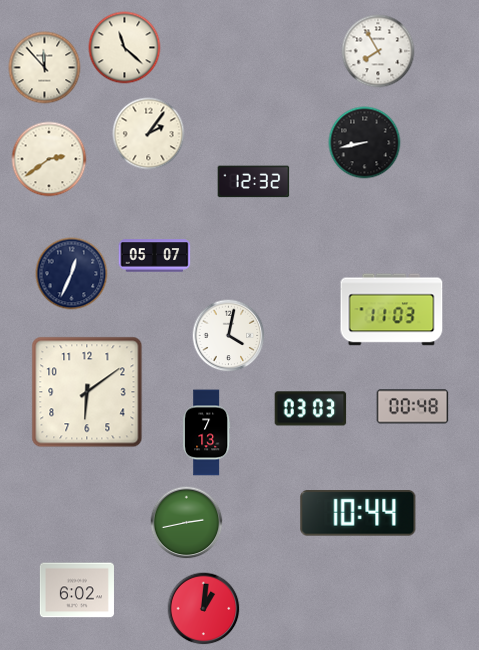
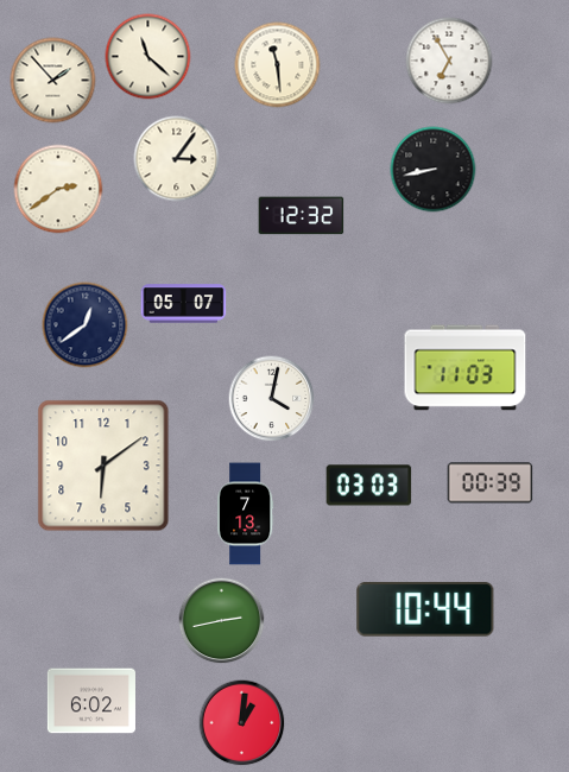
clock at (378, 51): 7:55 -> 6:55
clock at (278, 65): none -> 11:29
clock at (45, 68): 11:53 -> 1:53
clock at (149, 134): 2:06 -> 3:06
clock at (72, 274): 12:34 -> 12:39
clock at (413, 407): 00:48 -> 00:39
